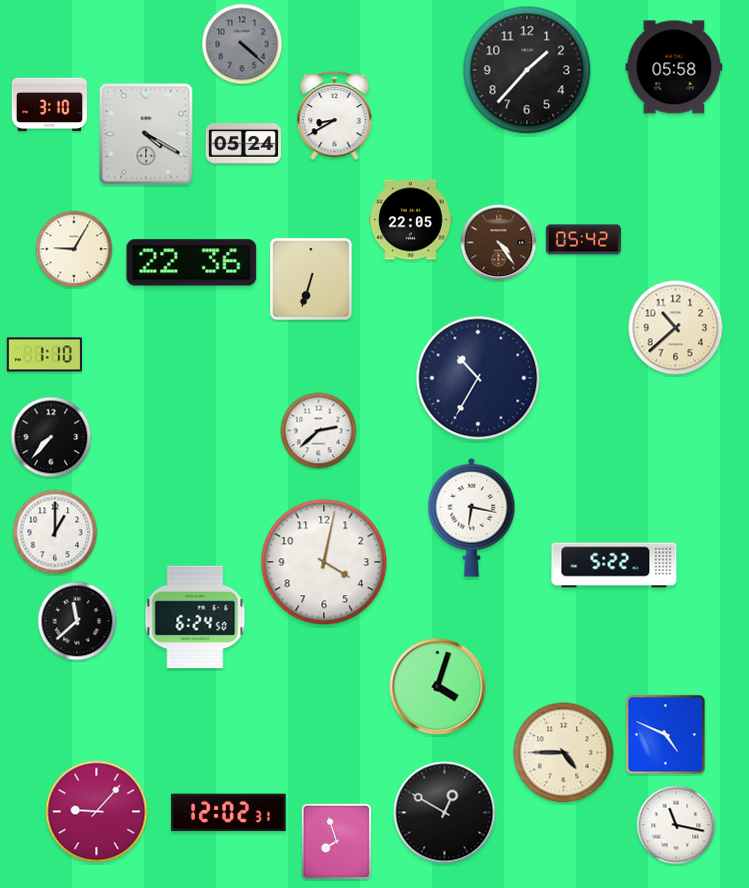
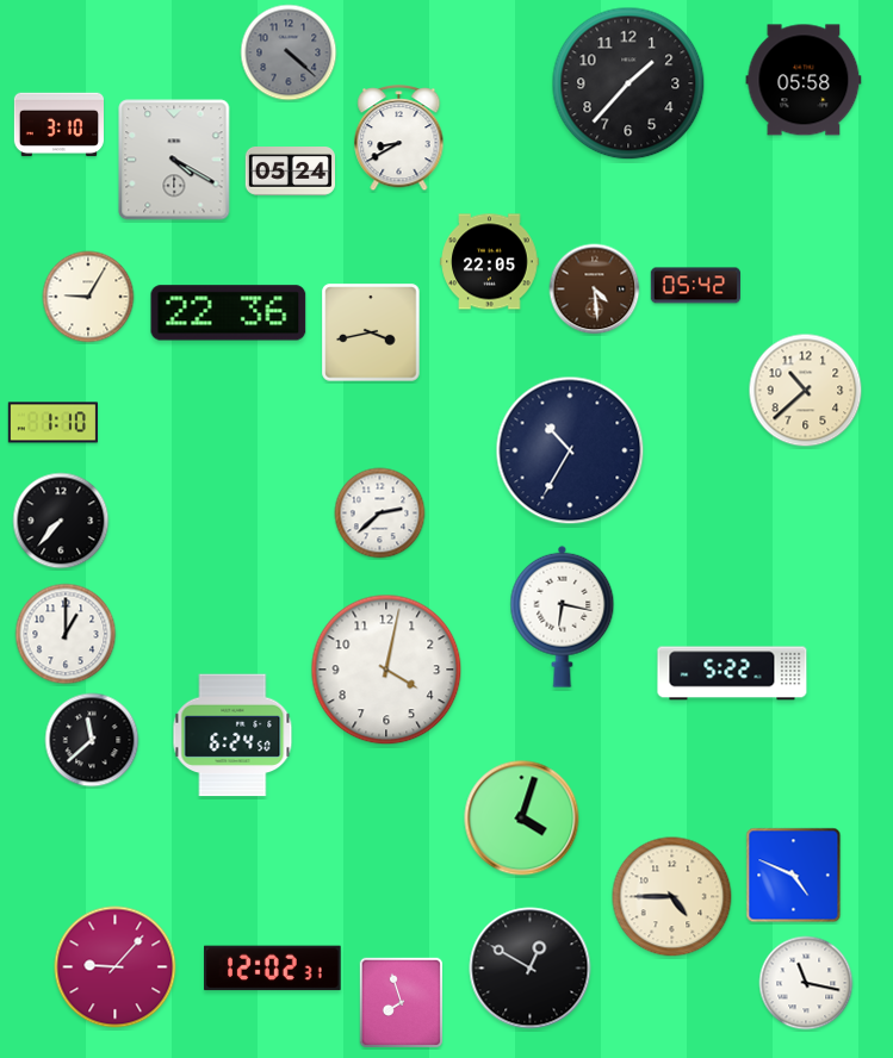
clock at (499, 243): 4:24 -> 4:29
clock at (311, 279): 6:33 -> 3:43
